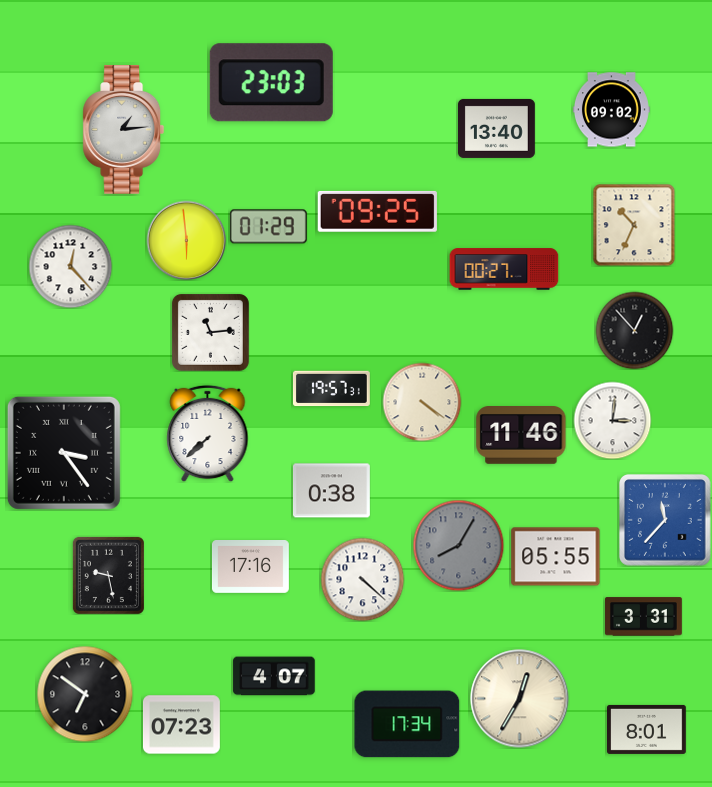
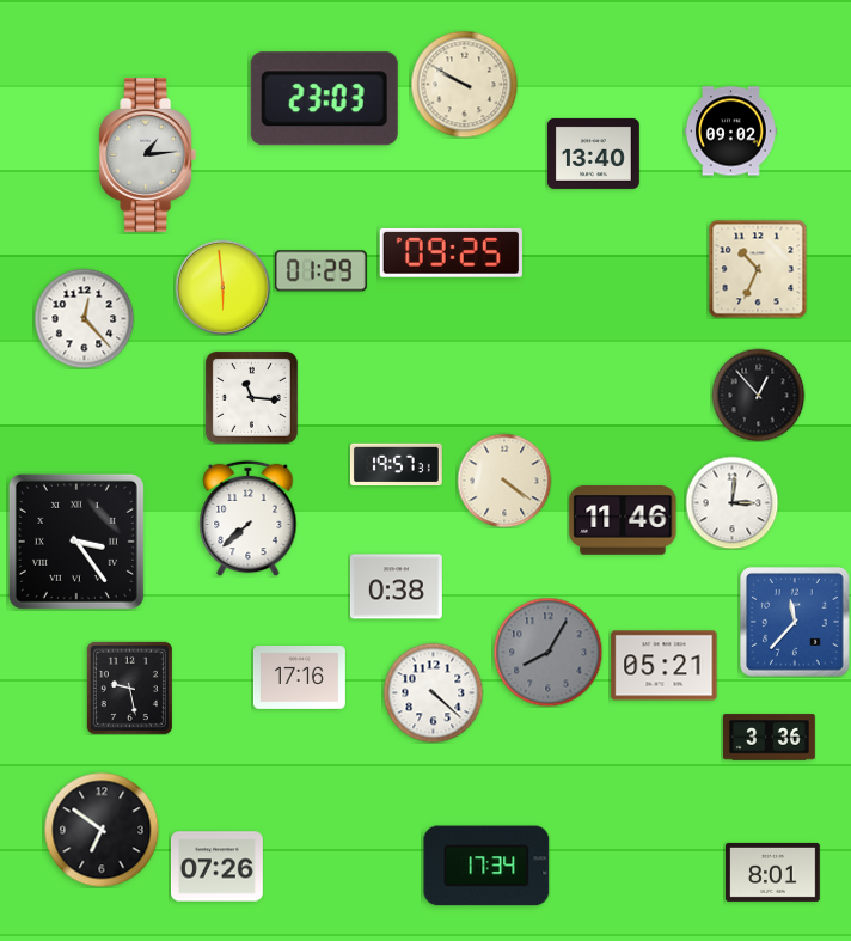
clock at (464, 84): none -> 9:50
clock at (504, 269): 00:27 -> none
clock at (210, 332): 11:14 -> 11:16
clock at (556, 557): 05:55 -> 05:21
clock at (643, 617): 3:31 -> 3:36
clock at (274, 676): 4:07 -> none
clock at (520, 699): 12:35 -> none
clock at (181, 725): 07:23 -> 07:26
